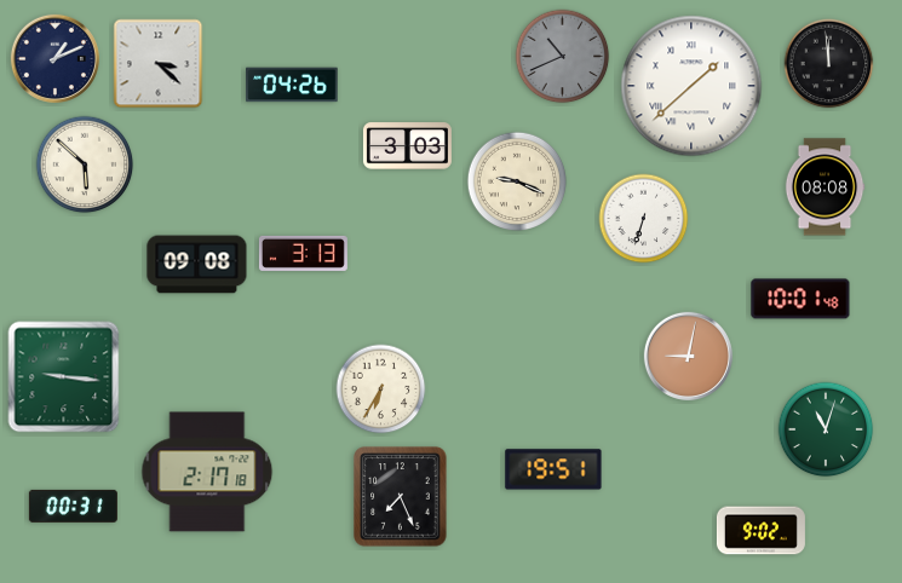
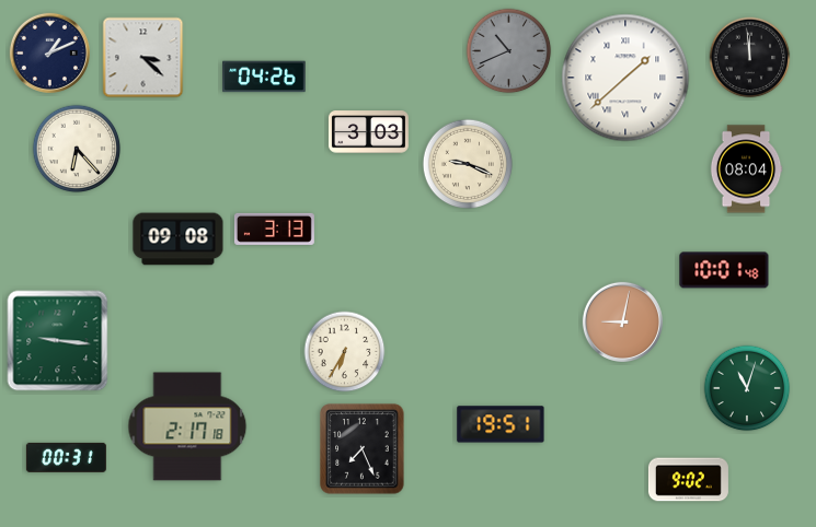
clock at (85, 164): 5:52 -> 6:23
clock at (825, 187): 08:08 -> 08:04
clock at (644, 219): 6:33 -> none
